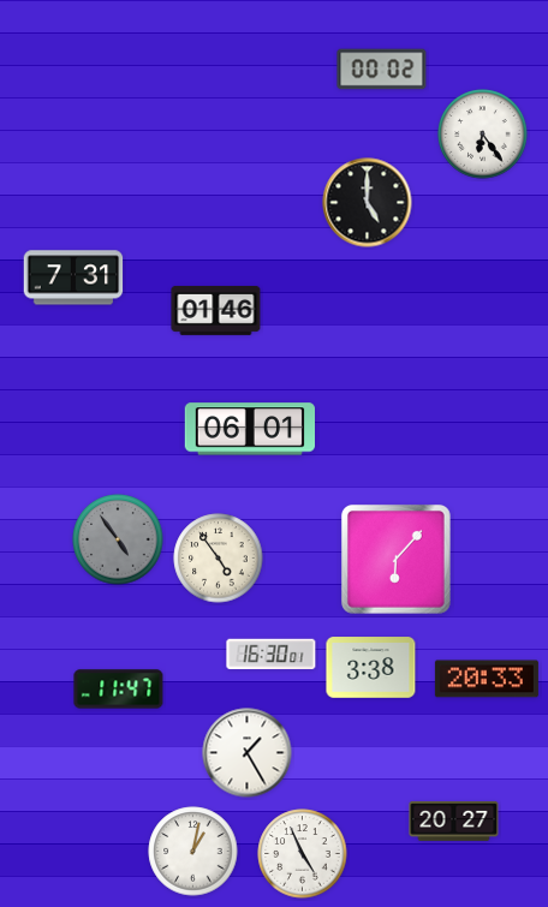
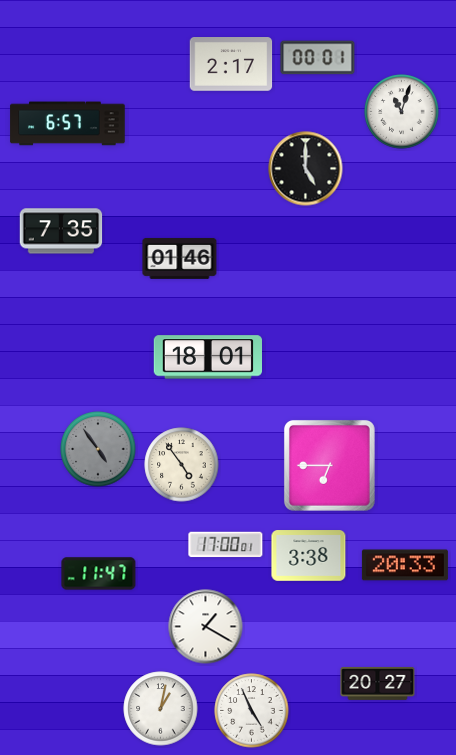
clock at (382, 70): 00:02 -> 00:01
clock at (231, 64): none -> 2:17
clock at (483, 135): 6:24 -> 11:03
clock at (68, 124): none -> 6:57
clock at (73, 278): 7:31 -> 7:35
clock at (249, 429): 06:01 -> 18:01
clock at (395, 559): 6:07 -> 6:45
clock at (272, 655): 16:30 -> 17:00
clock at (248, 753): 1:25 -> 1:20
